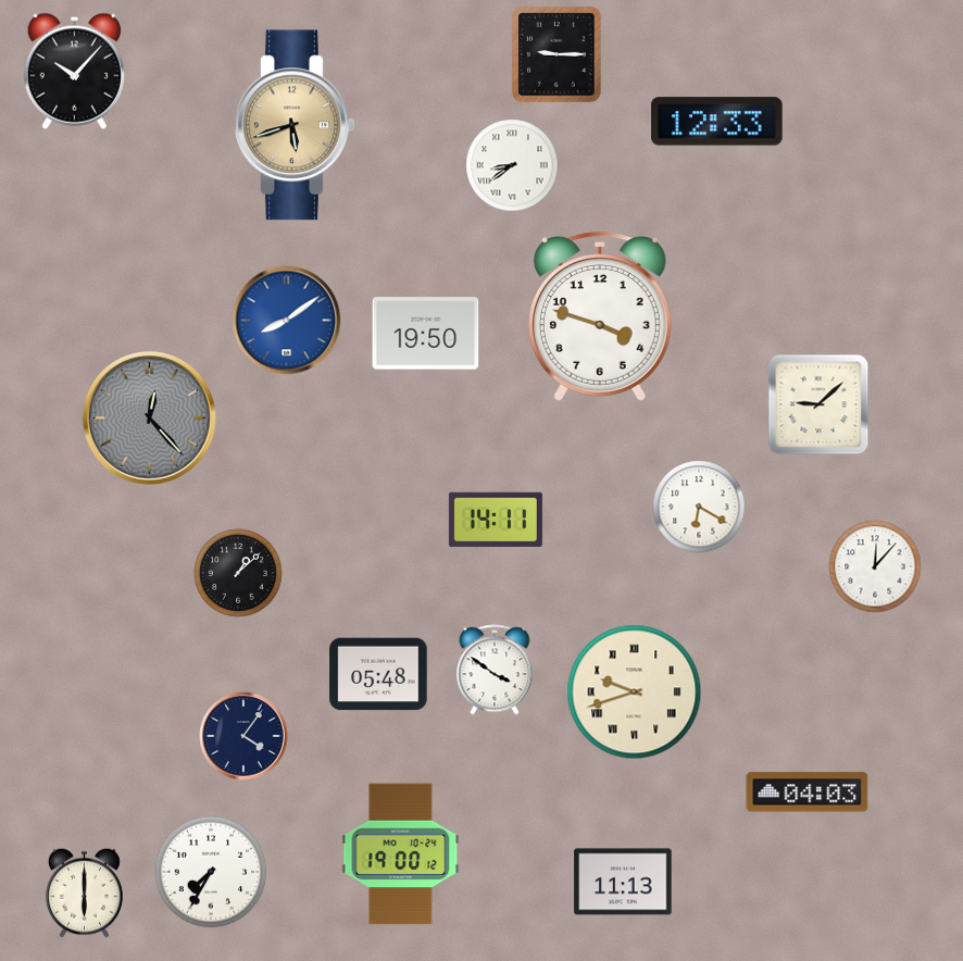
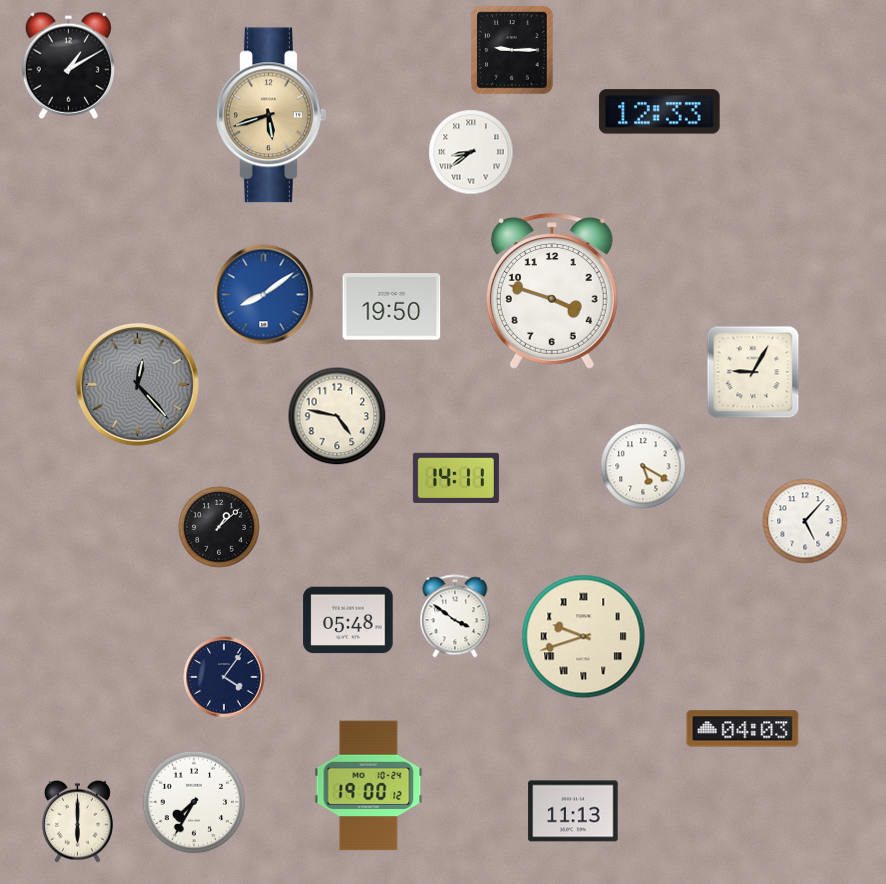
clock at (74, 71): 10:07 -> 1:10
clock at (818, 404): 9:08 -> 9:05
clock at (337, 416): none -> 4:47
clock at (699, 507): 6:20 -> 5:20
clock at (875, 566): 12:07 -> 5:07
